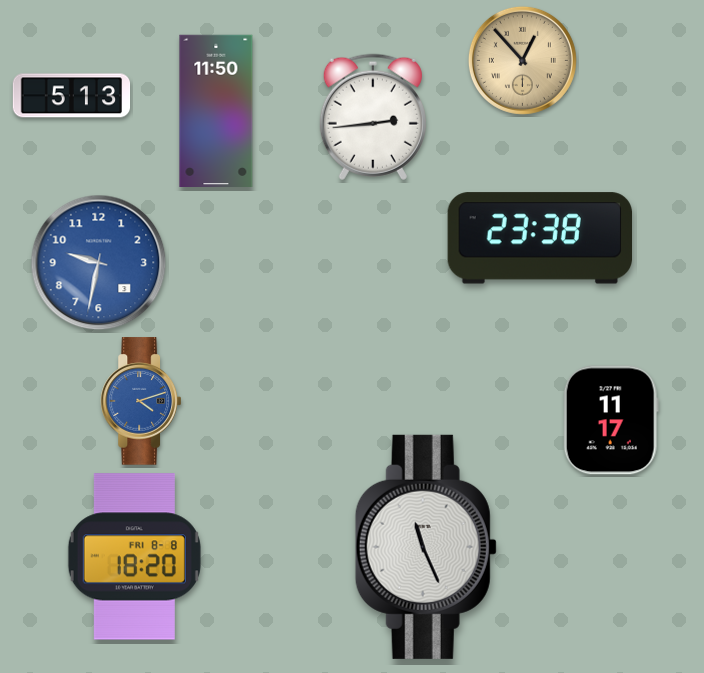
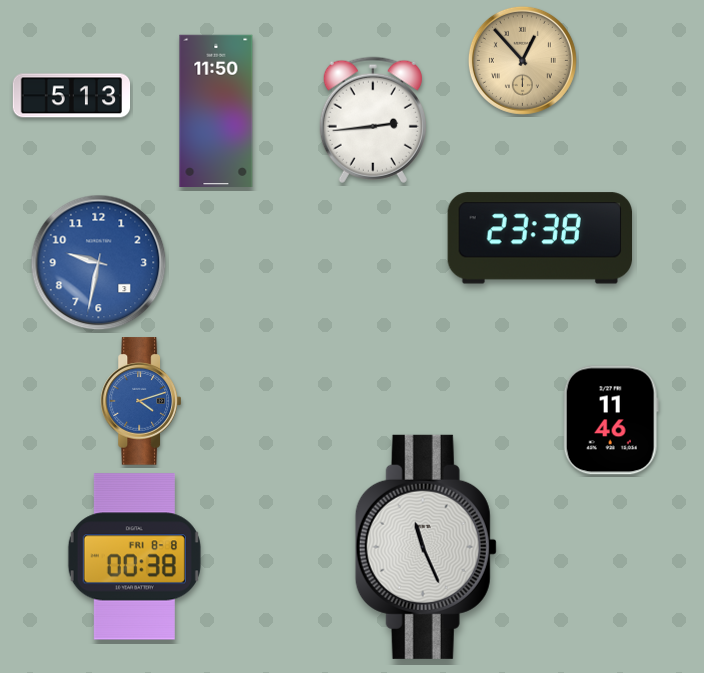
clock at (373, 117) position: (373, 117) -> (373, 120)
clock at (611, 420): 11:17 -> 11:46
clock at (134, 557): 18:20 -> 00:38
